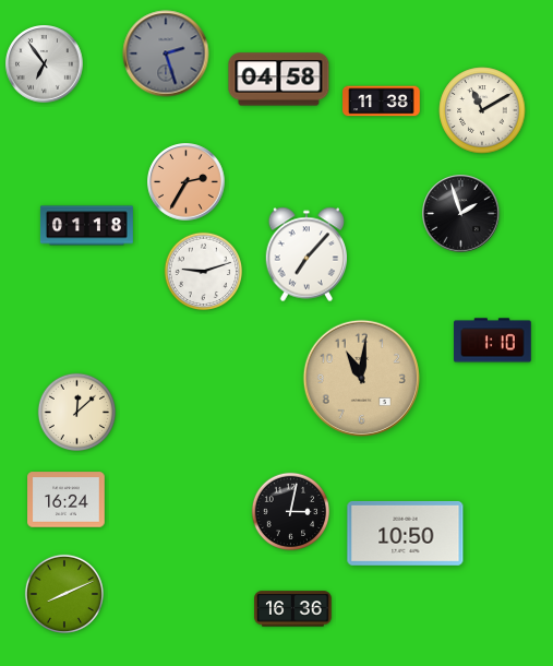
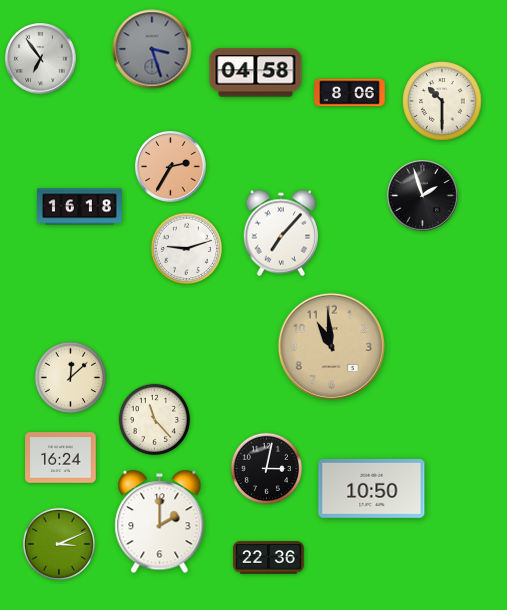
clock at (166, 53): 2:27 -> 3:27
clock at (382, 102): 11:38 -> 8:06
clock at (482, 110): 11:10 -> 10:30
clock at (86, 226): 01:18 -> 16:18
clock at (493, 341): 1:10 -> none
clock at (361, 378): 11:01 -> 10:59
clock at (154, 419): none -> 11:23
clock at (160, 522): none -> 2:00
clock at (64, 594): 8:11 -> 3:11
clock at (293, 609): 16:36 -> 22:36
